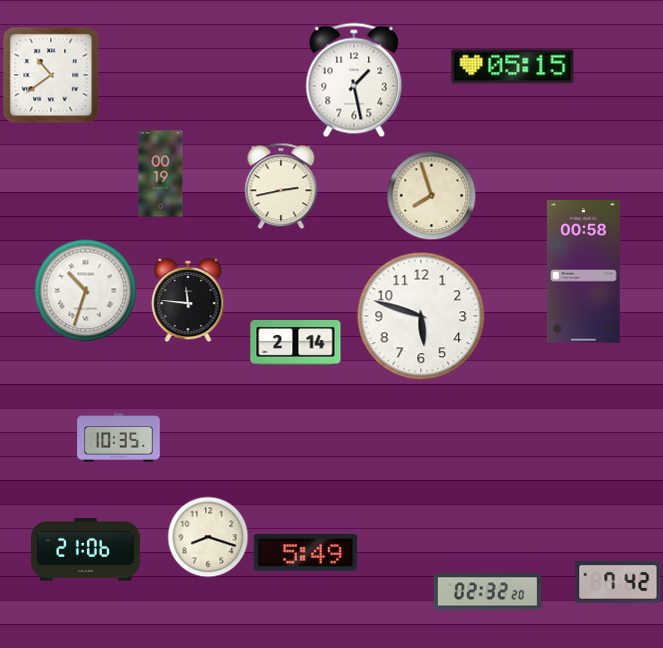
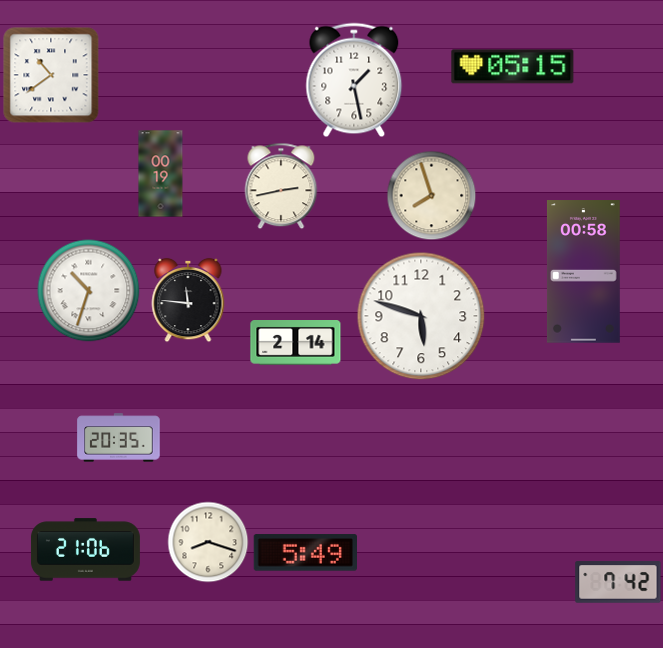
clock at (86, 291) position: (86, 291) -> (89, 291)
clock at (119, 438): 10:35 -> 20:35
clock at (208, 537) position: (208, 537) -> (208, 542)
clock at (487, 592): 02:32 -> none
